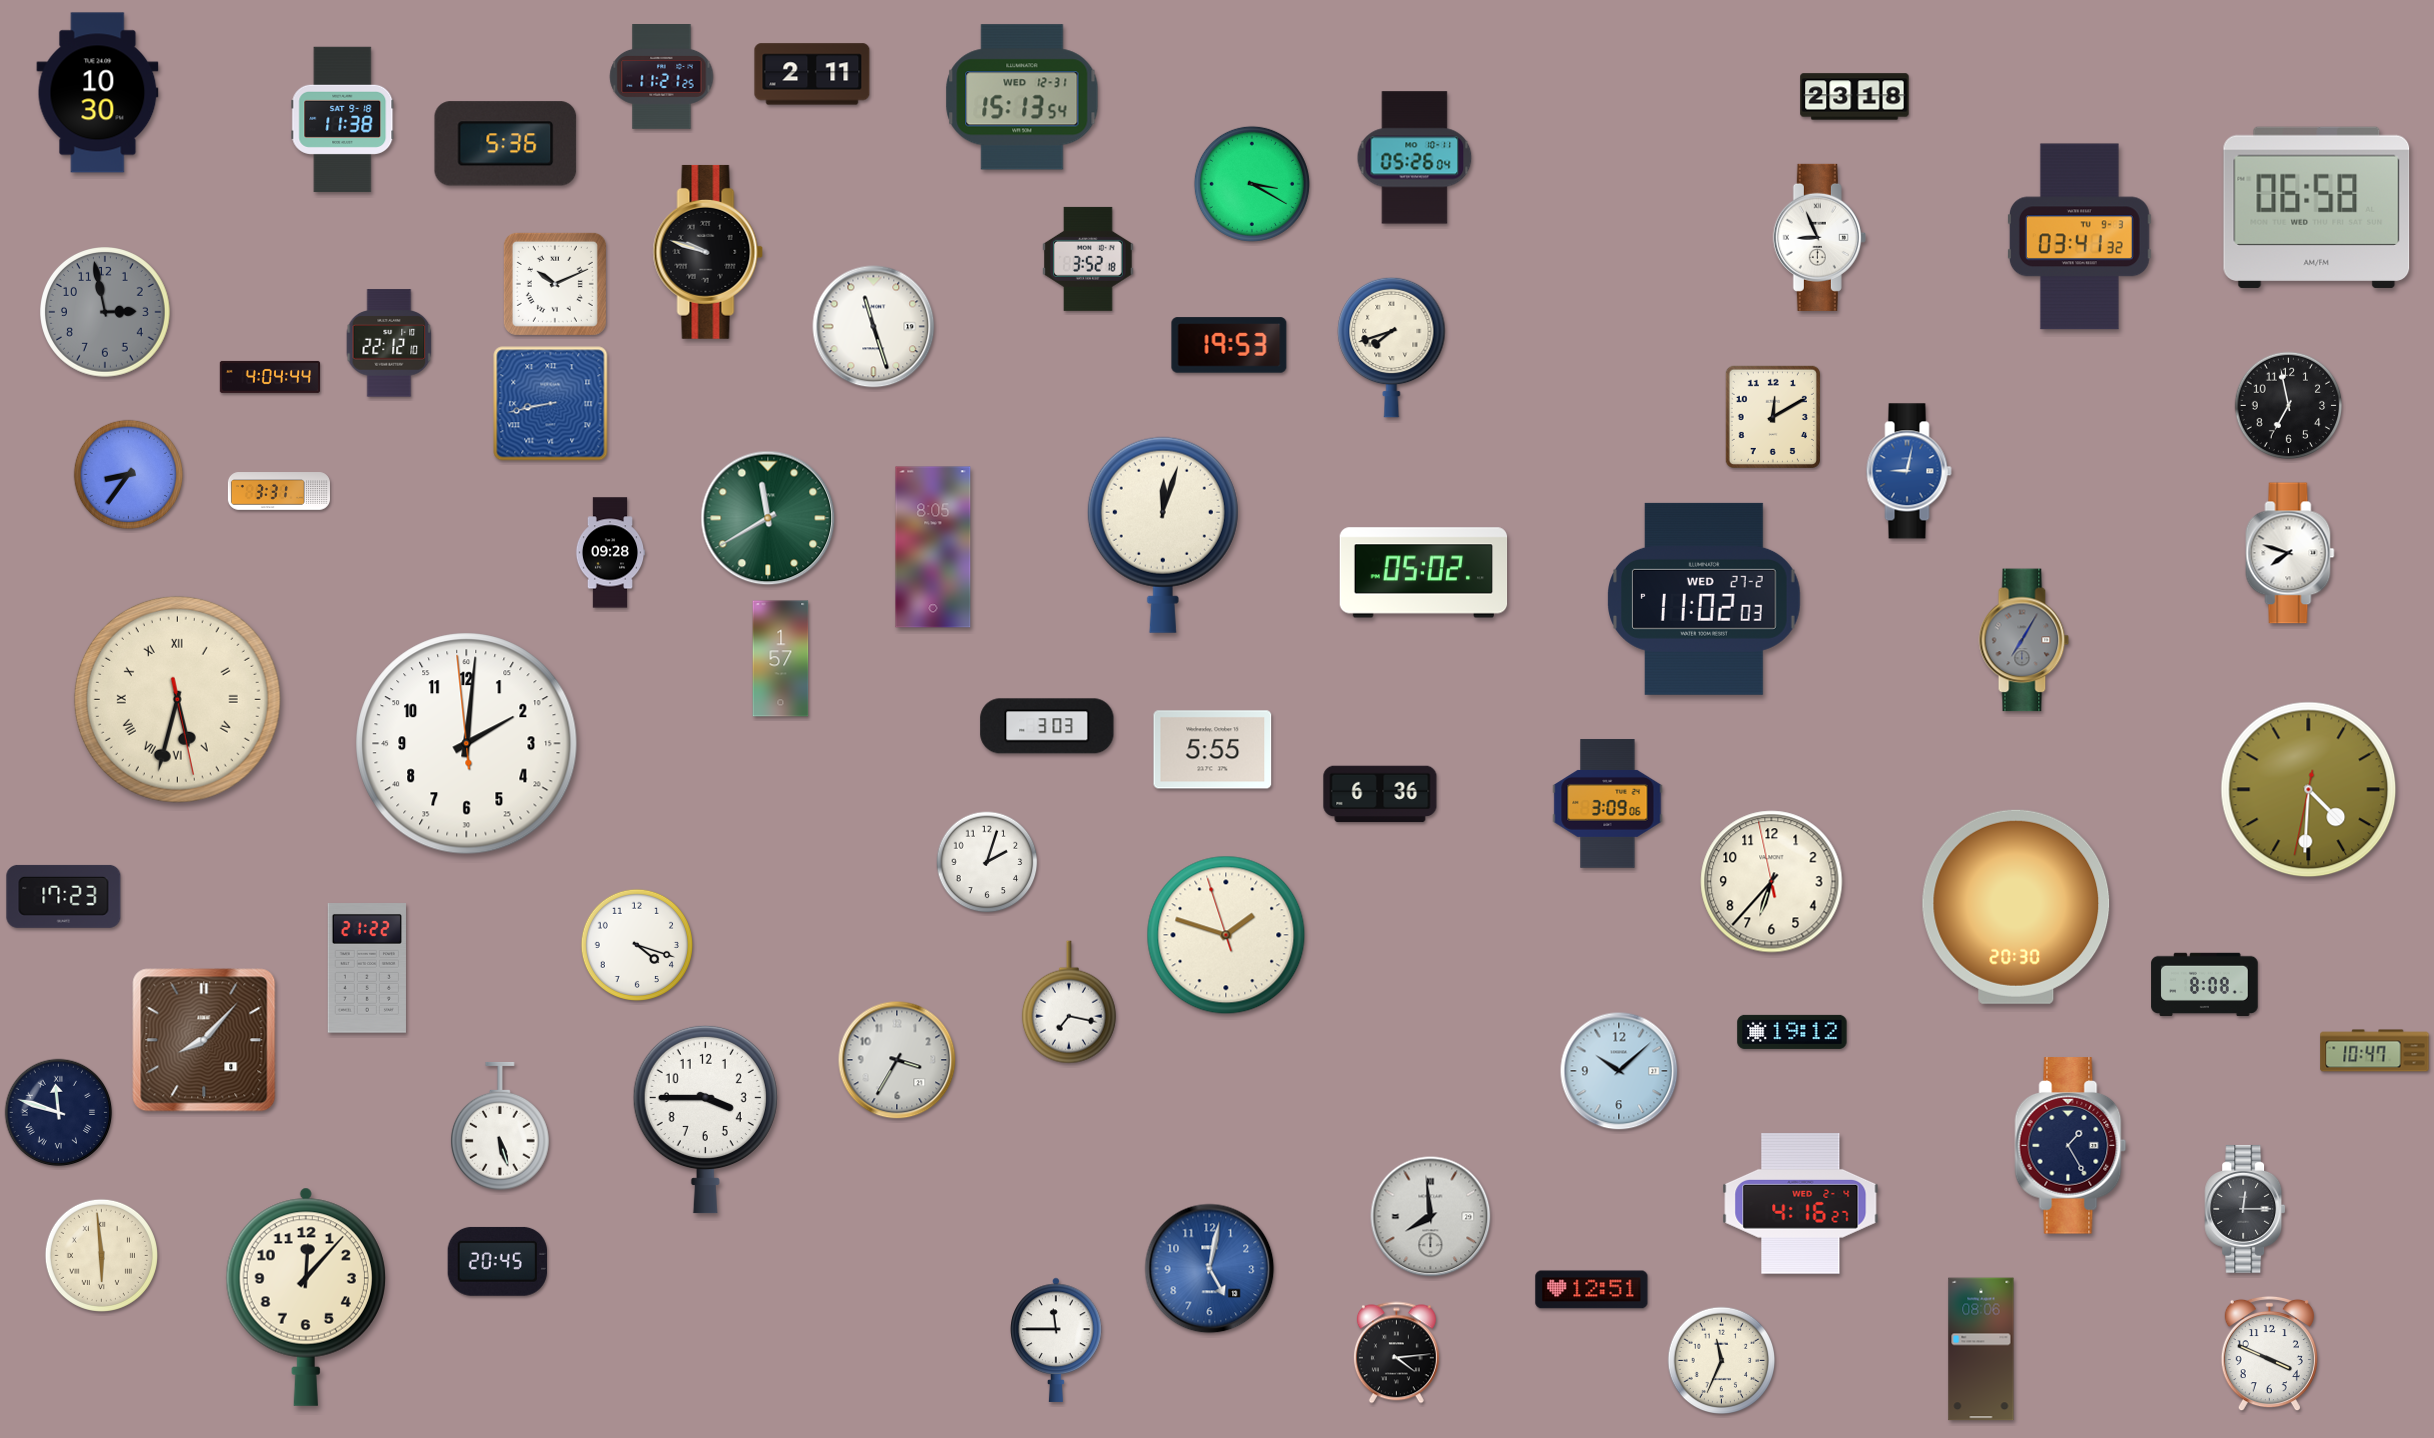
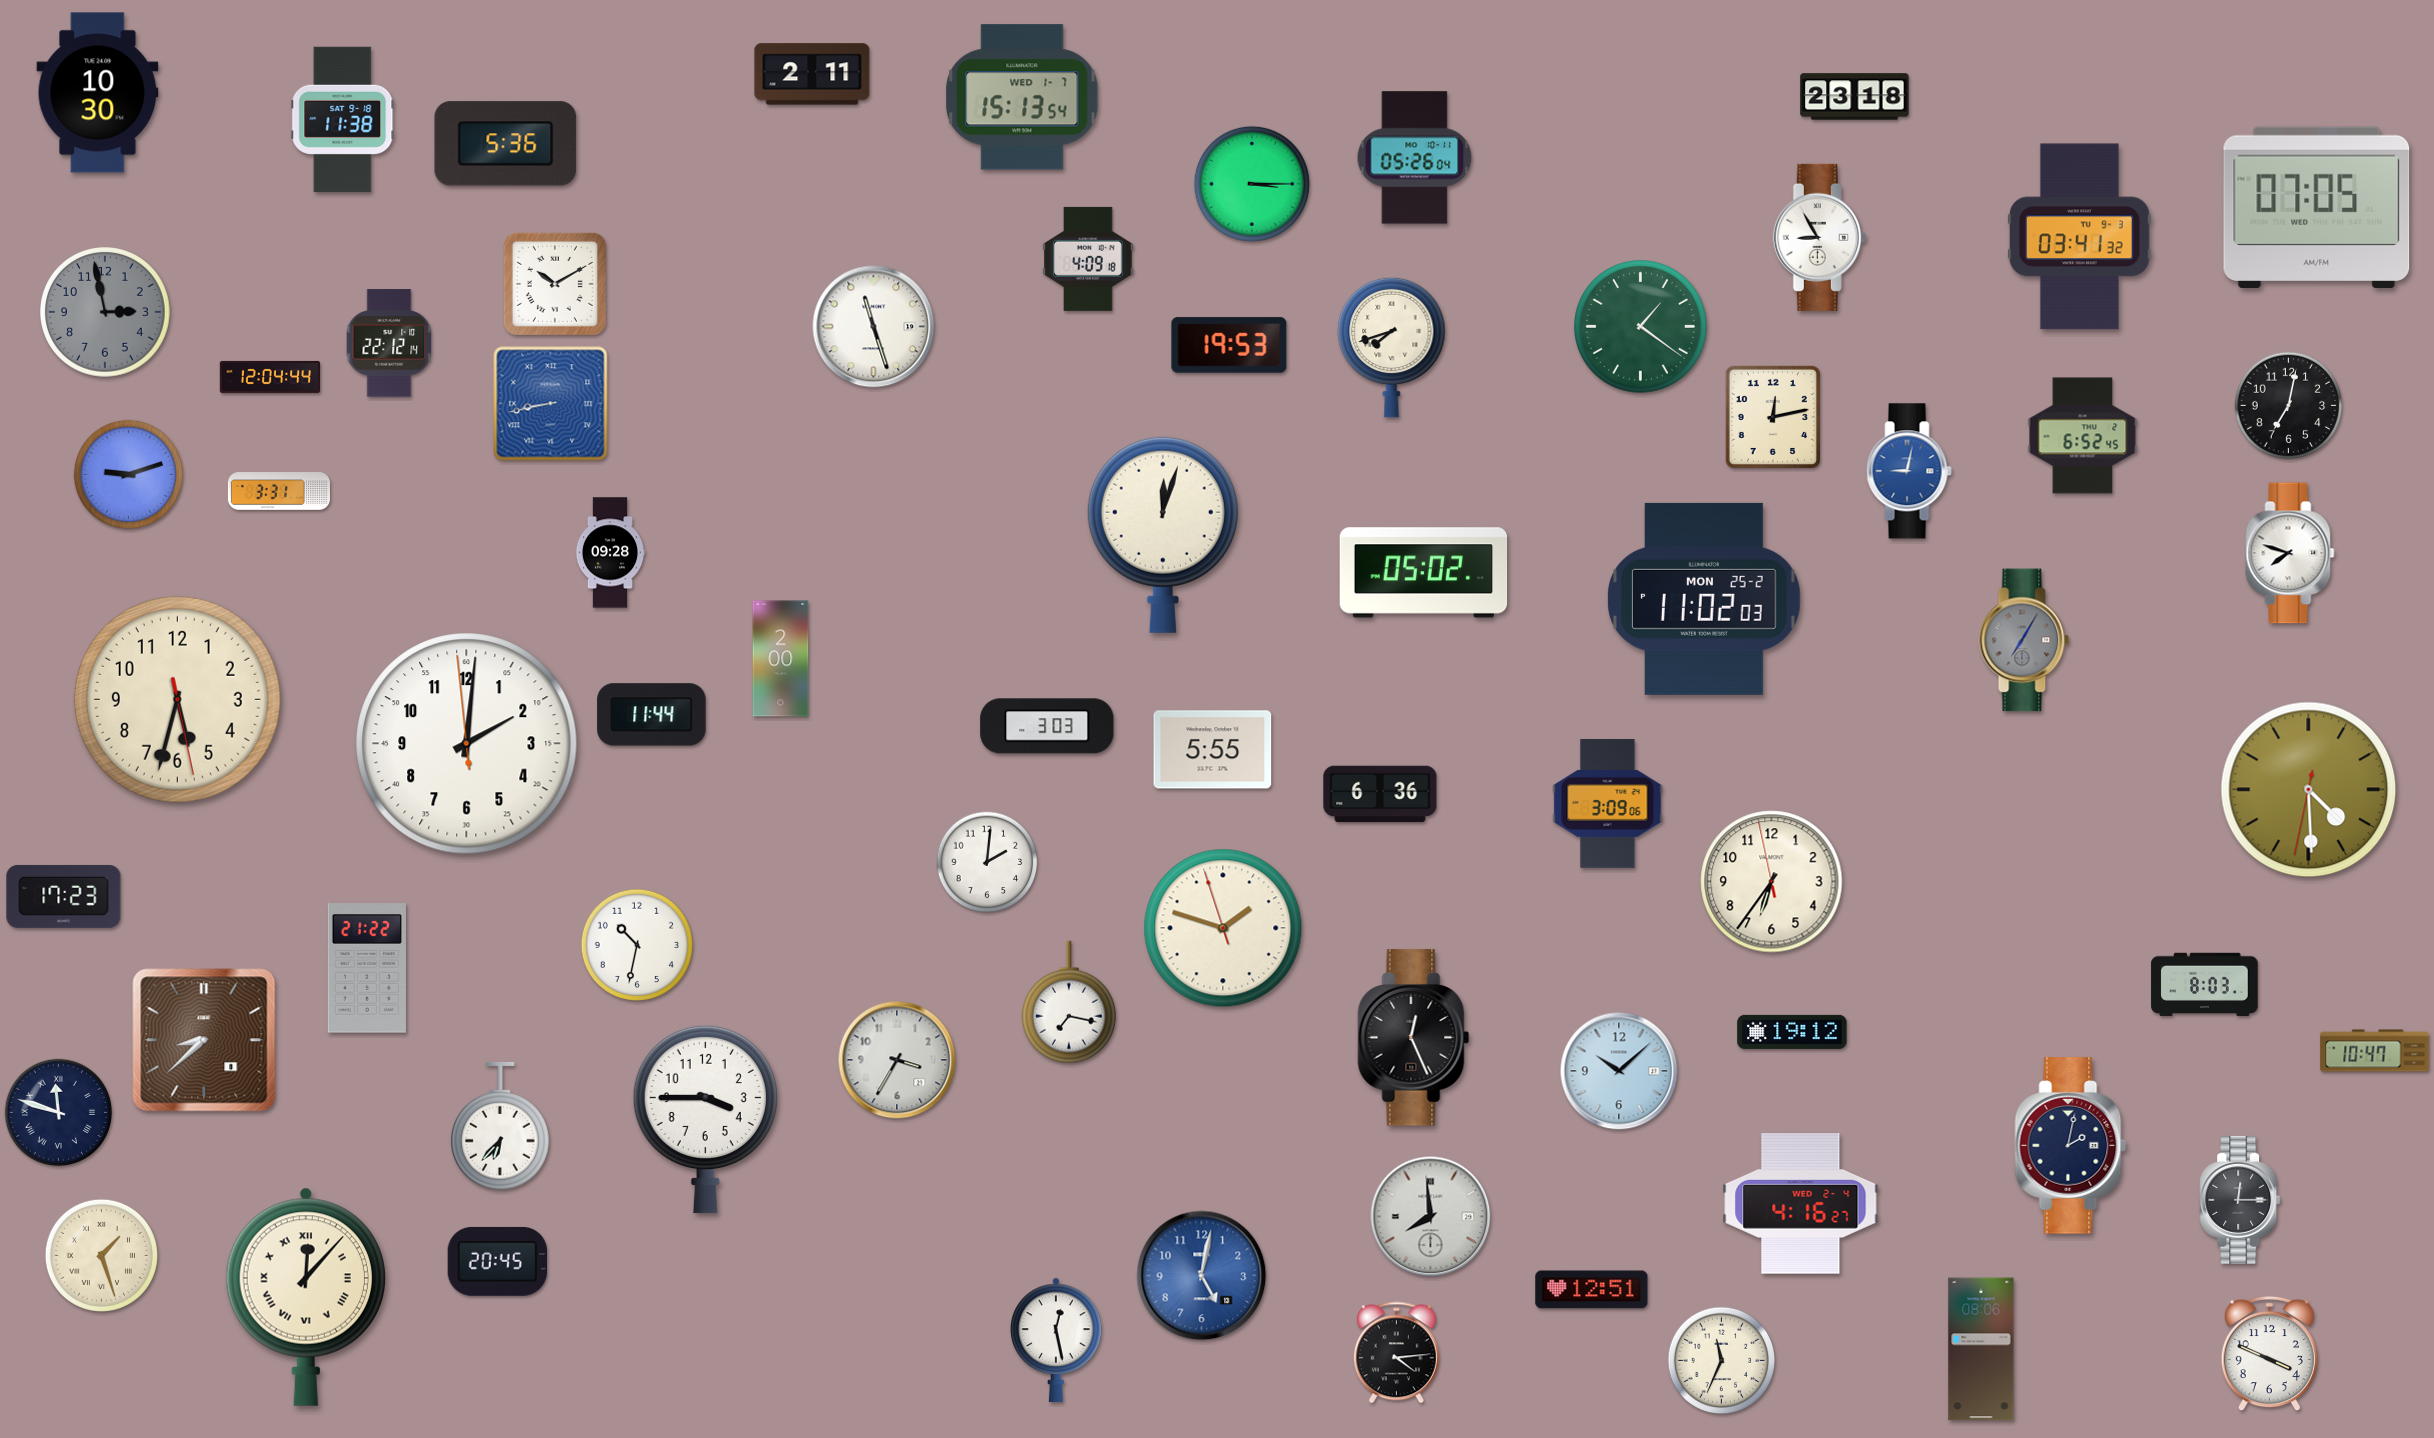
clock at (662, 77): 11:21 -> none
clock at (1022, 97) date: WED 12-31 -> WED 1-7
clock at (1252, 184): 3:20 -> 3:15
clock at (2317, 207): 06:58 -> 07:05
clock at (1819, 237): 8:56 -> 8:55
clock at (708, 252): 9:48 -> none
clock at (1089, 259): 3:52 -> 4:09
clock at (555, 284): 10:11 -> 10:10
clock at (1641, 327): none -> 1:21
clock at (389, 343): 22:12:10 -> 22:12:14
clock at (270, 377): 4:04 -> 12:04
clock at (2289, 406): 6:58 -> 7:02
clock at (1773, 417): 12:10 -> 12:13
clock at (2083, 436): none -> 6:52
clock at (128, 474): 8:36 -> 9:12
clock at (768, 518): 11:40 -> none
clock at (933, 547): 8:05 -> none
clock at (1704, 599) date: WED 27-2 -> MON 25-2
clock at (781, 659): 1:57 -> 2:00
clock at (177, 699) numerals: Roman -> Arabic
clock at (652, 715): none -> 11:44
clock at (2309, 790): 4:30 -> 4:29
clock at (987, 862): 2:03 -> 2:01
clock at (1772, 882): 6:36 -> 6:35
clock at (2016, 907): 20:30 -> none
clock at (1226, 935) position: (1226, 935) -> (1223, 928)
clock at (637, 945): 4:18 -> 10:32
clock at (2205, 984): 8:08 -> 8:03
clock at (1414, 1038): none -> 12:26
clock at (204, 1040): 8:07 -> 8:38
clock at (500, 1126): 5:27 -> 6:37
clock at (2071, 1146): 1:25 -> 2:02
clock at (2245, 1209) position: (2245, 1209) -> (2240, 1200)
clock at (101, 1255): 5:59 -> 1:27
clock at (1210, 1269) position: (1210, 1269) -> (1202, 1276)
clock at (306, 1297) numerals: Arabic -> Roman
clock at (1056, 1340): 11:45 -> 12:28
